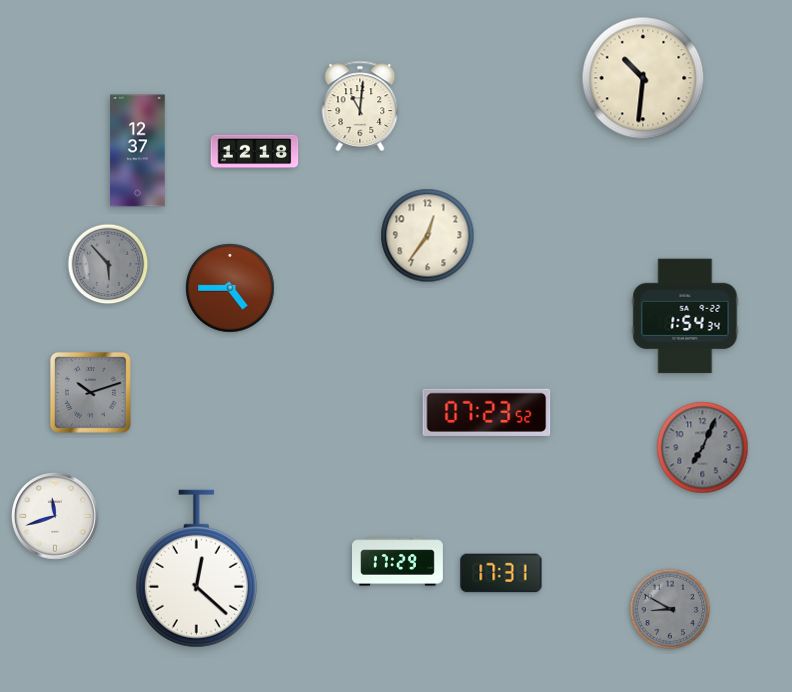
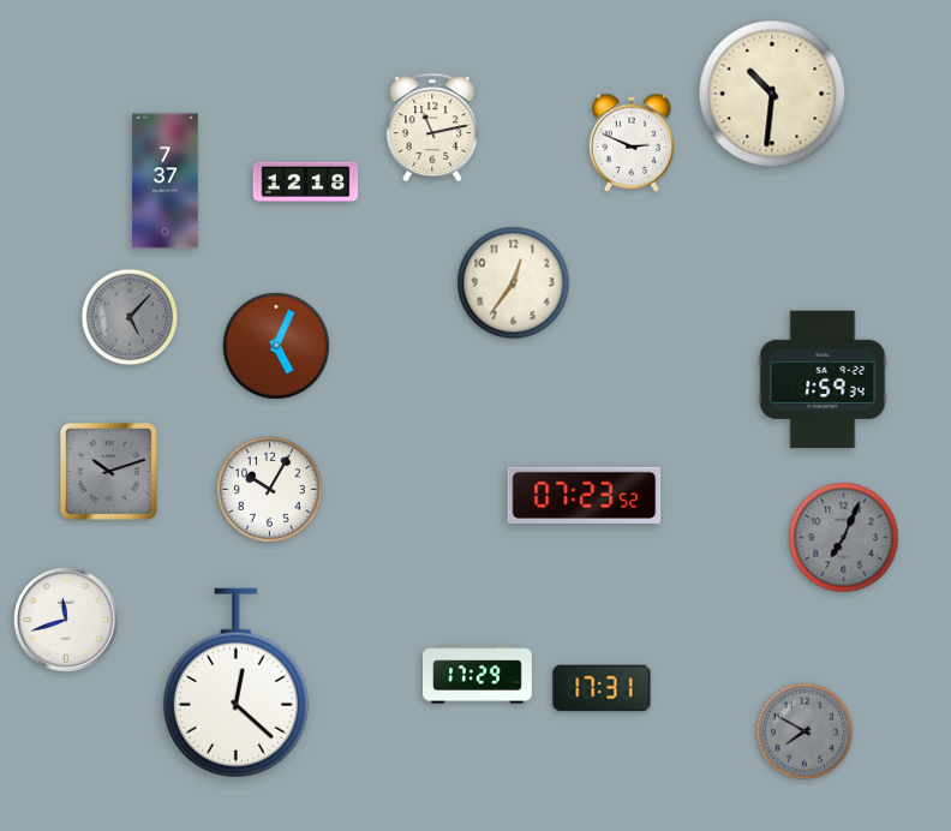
clock at (360, 106): 11:01 -> 11:13
clock at (632, 143): none -> 2:49
clock at (138, 151): 12:37 -> 7:37
clock at (108, 264): 5:53 -> 5:07
clock at (230, 288): 4:45 -> 5:04
clock at (685, 316): 1:54 -> 1:59
clock at (270, 490): none -> 10:05
clock at (670, 609): 8:50 -> 7:50
